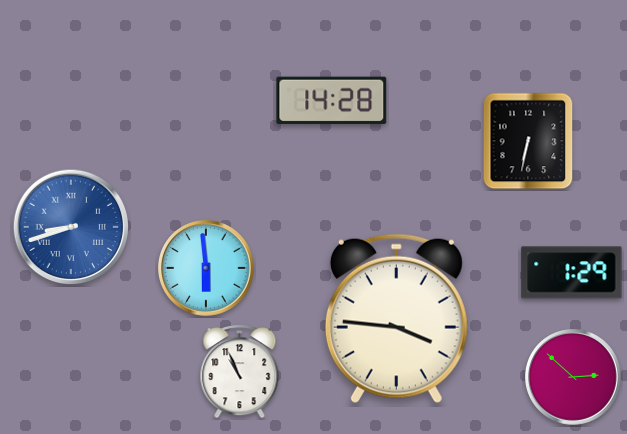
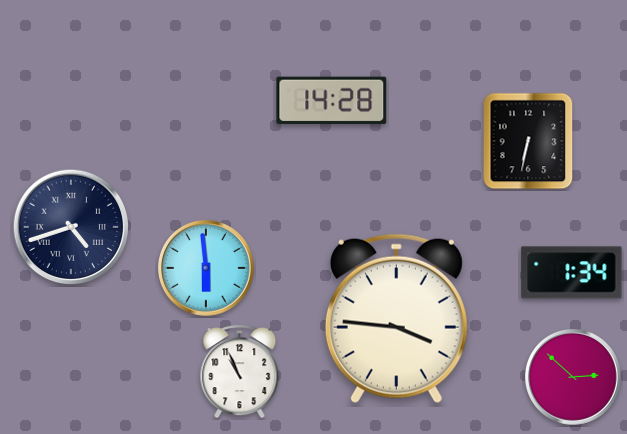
clock at (71, 227): 8:42 -> 4:42
clock at (71, 227) dial: blue -> navy
clock at (572, 273): 1:29 -> 1:34
